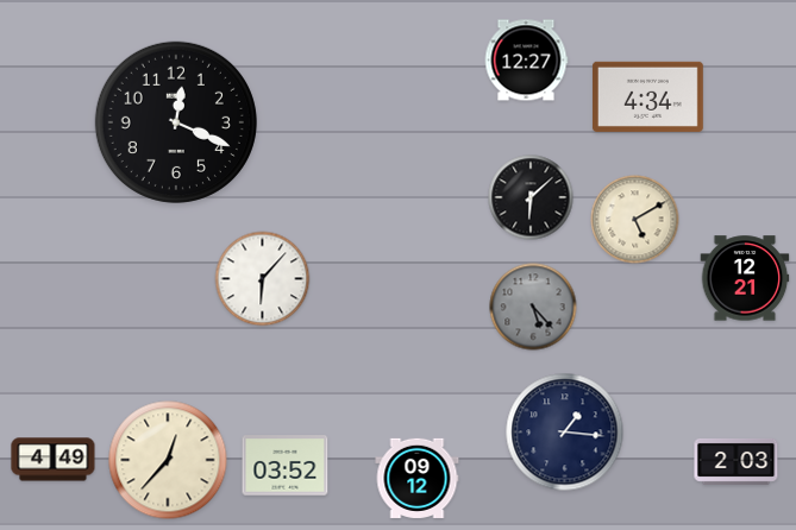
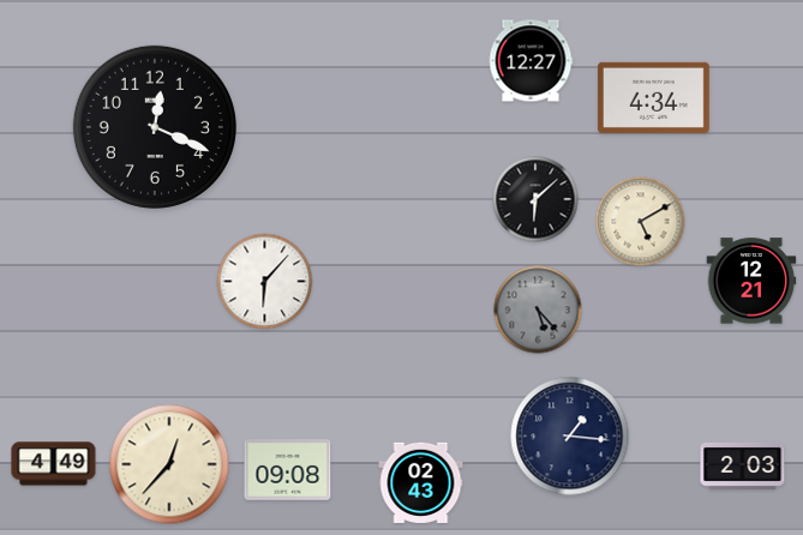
clock at (176, 122) position: (176, 122) -> (155, 127)
clock at (286, 466): 03:52 -> 09:08
clock at (418, 478): 09:12 -> 02:43
